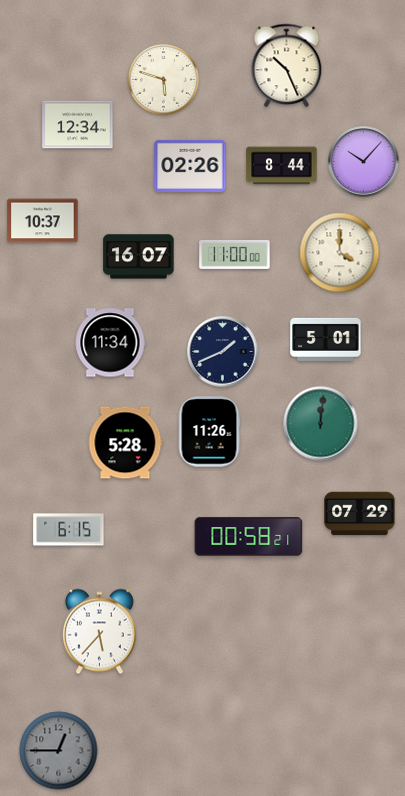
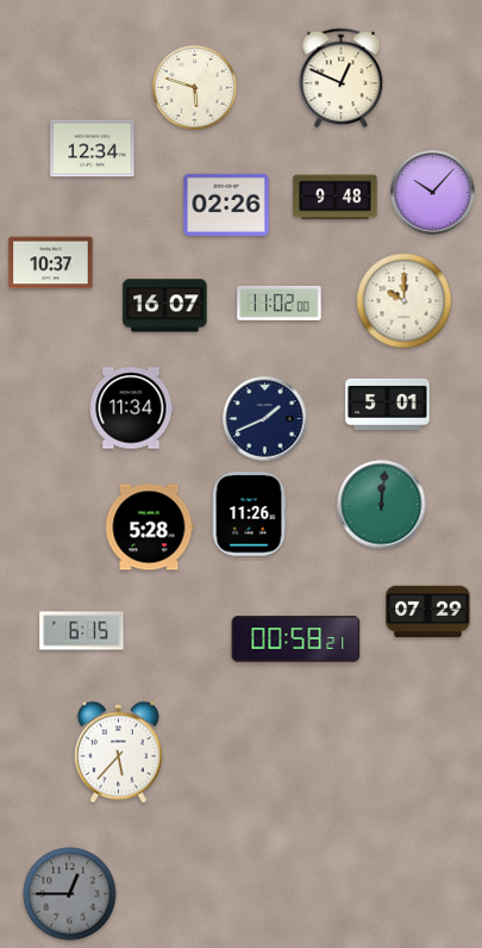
clock at (287, 66): 10:26 -> 12:49
clock at (163, 79) position: (163, 79) -> (194, 87)
clock at (190, 166) position: (190, 166) -> (226, 205)
clock at (282, 166): 8:44 -> 9:48
clock at (340, 253): 4:00 -> 10:00
clock at (235, 254): 11:00 -> 11:02
